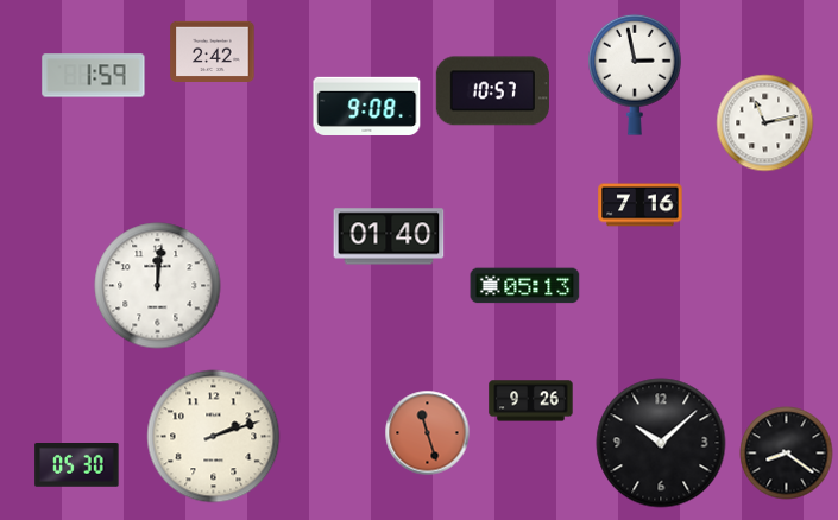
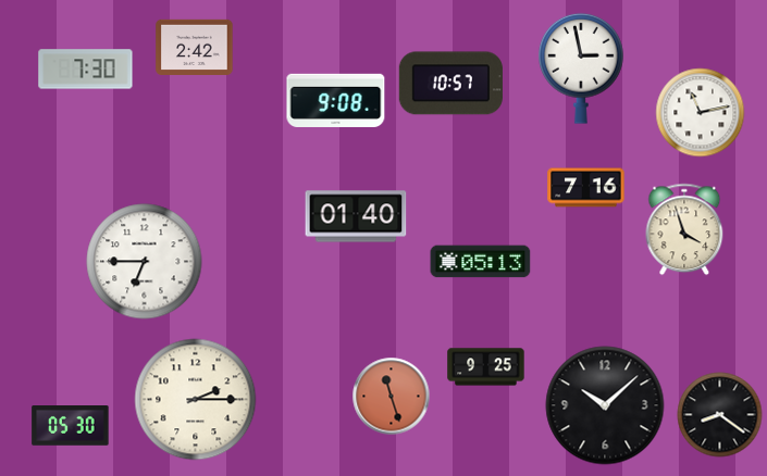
clock at (94, 76): 1:59 -> 7:30
clock at (367, 106) position: (367, 106) -> (336, 100)
clock at (684, 229): none -> 3:57
clock at (158, 286): 12:01 -> 6:45
clock at (531, 401): 9:26 -> 9:25
clock at (214, 437): 2:12 -> 2:15
